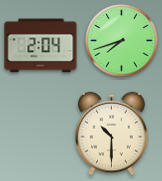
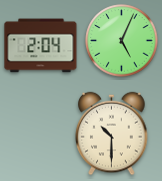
clock at (122, 41): 7:42 -> 5:04
